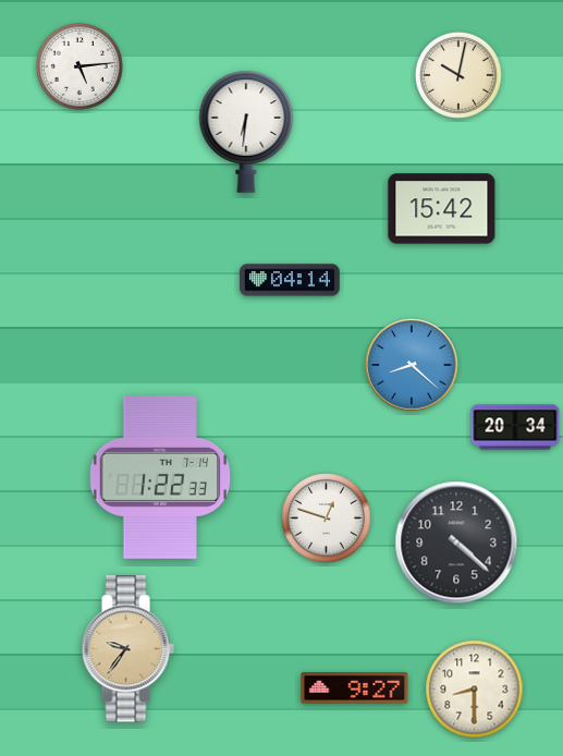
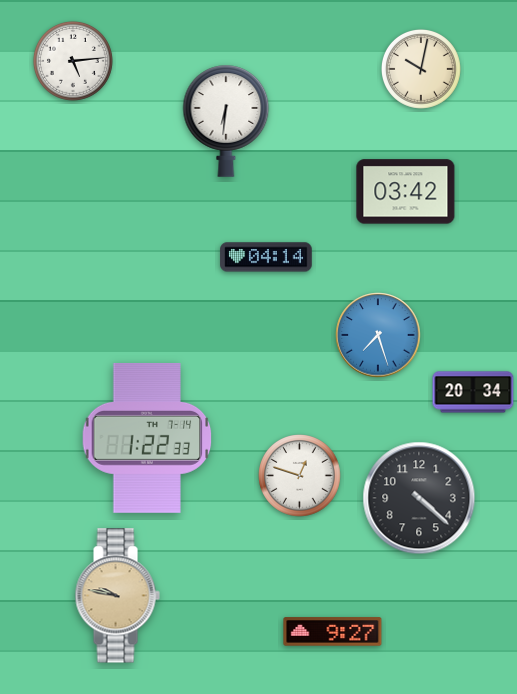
clock at (442, 209): 15:42 -> 03:42
clock at (412, 365): 8:22 -> 7:27
clock at (127, 649): 9:36 -> 9:47
clock at (355, 688) position: (355, 688) -> (333, 632)
clock at (475, 690): 8:30 -> none
